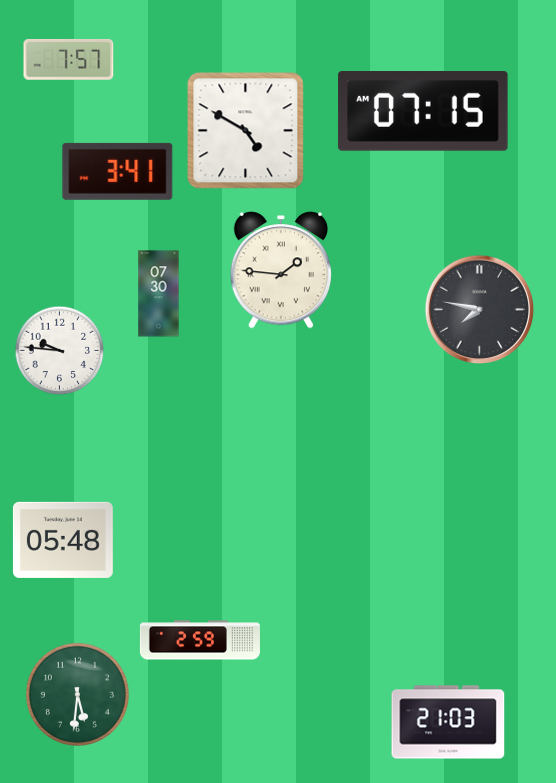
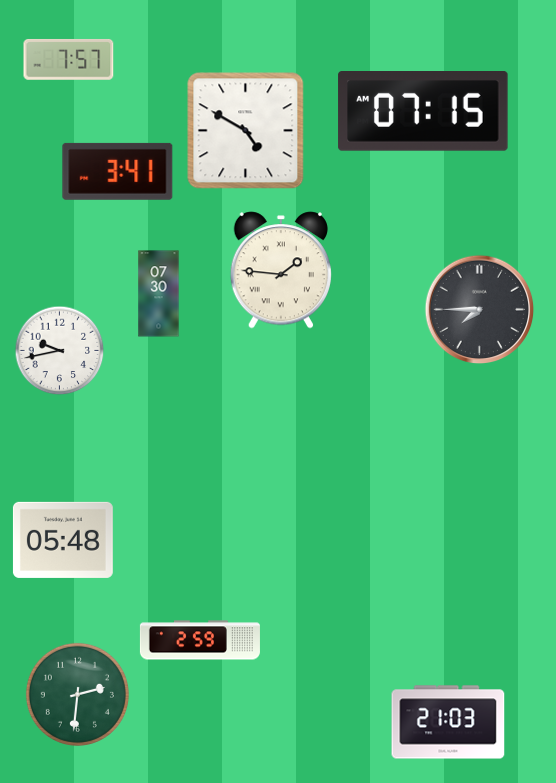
clock at (480, 310): 7:47 -> 7:45
clock at (60, 351): 9:46 -> 9:43
clock at (77, 694): 5:31 -> 2:31
